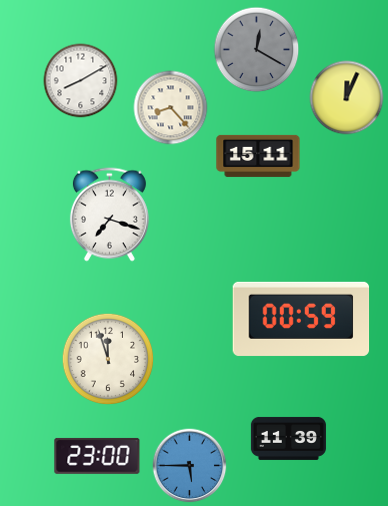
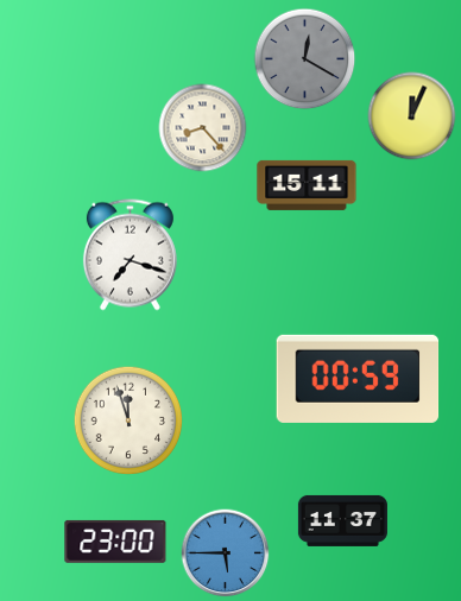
clock at (81, 81): 8:10 -> none
clock at (108, 359) position: (108, 359) -> (128, 420)
clock at (288, 438): 11:39 -> 11:37
